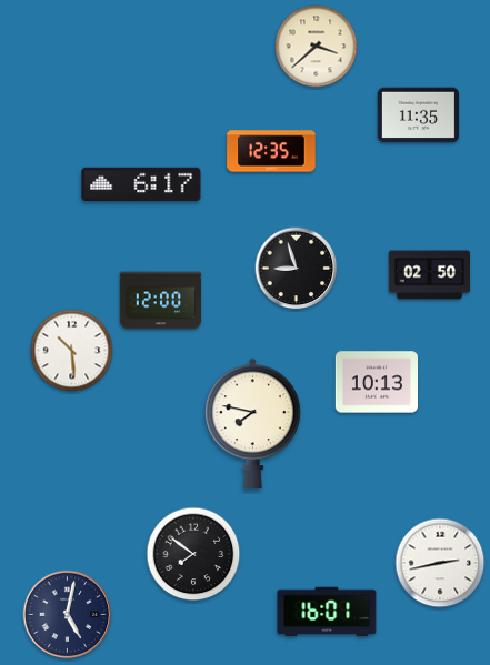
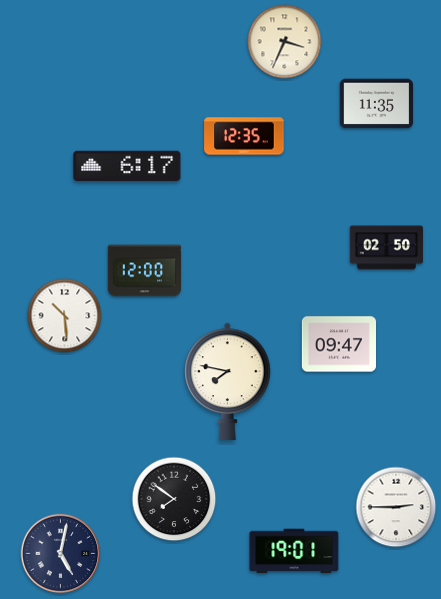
clock at (317, 47): 3:38 -> 3:34
clock at (297, 269): 8:57 -> none
clock at (376, 382): 10:13 -> 09:47
clock at (440, 563): 2:43 -> 2:45
clock at (327, 612): 16:01 -> 19:01
